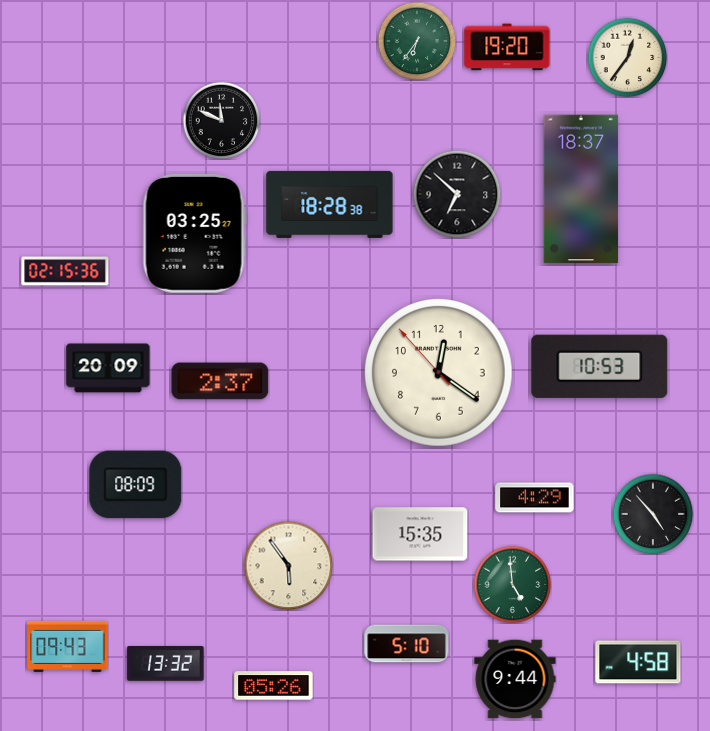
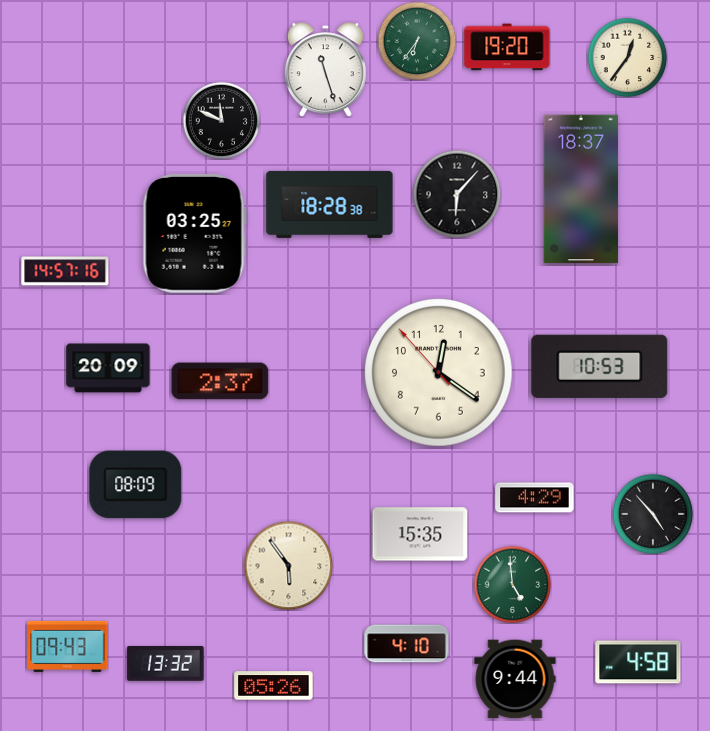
clock at (325, 70): none -> 11:27
clock at (457, 194): 6:52 -> 6:07
clock at (65, 271): 02:15 -> 14:57
clock at (407, 644): 5:10 -> 4:10
